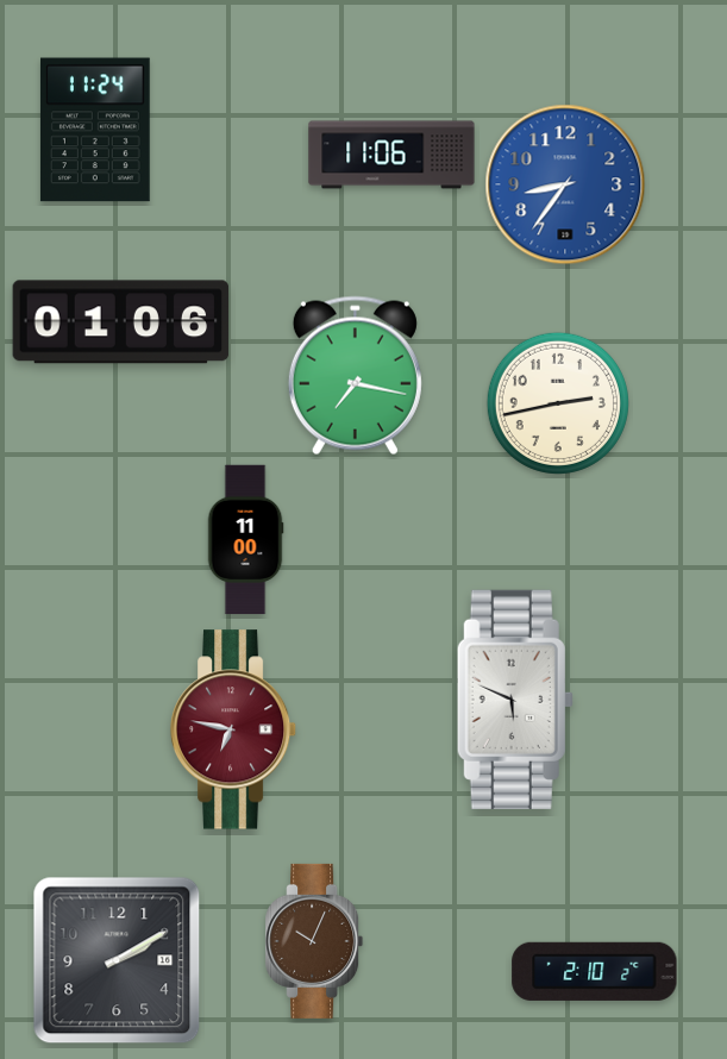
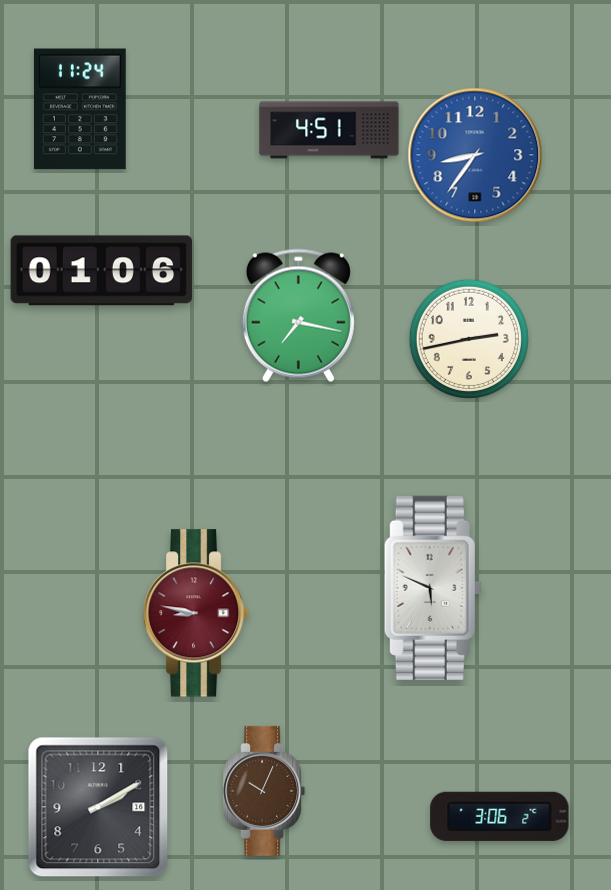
clock at (391, 155): 11:06 -> 4:51
clock at (245, 540): 11:00 -> none
clock at (233, 729): 6:47 -> 8:47
clock at (595, 971): 2:10 -> 3:06
